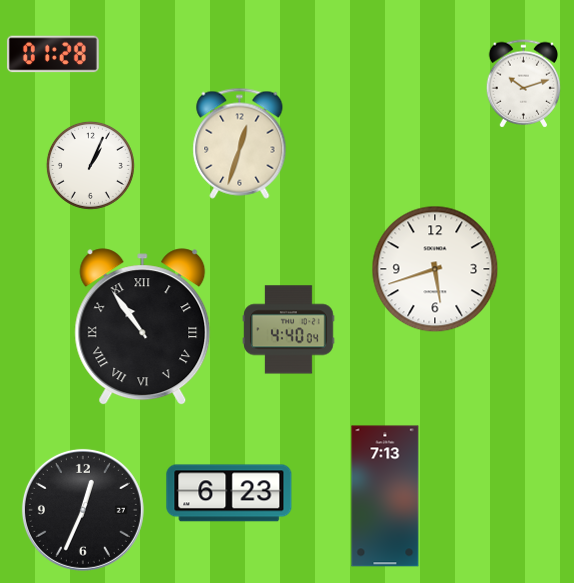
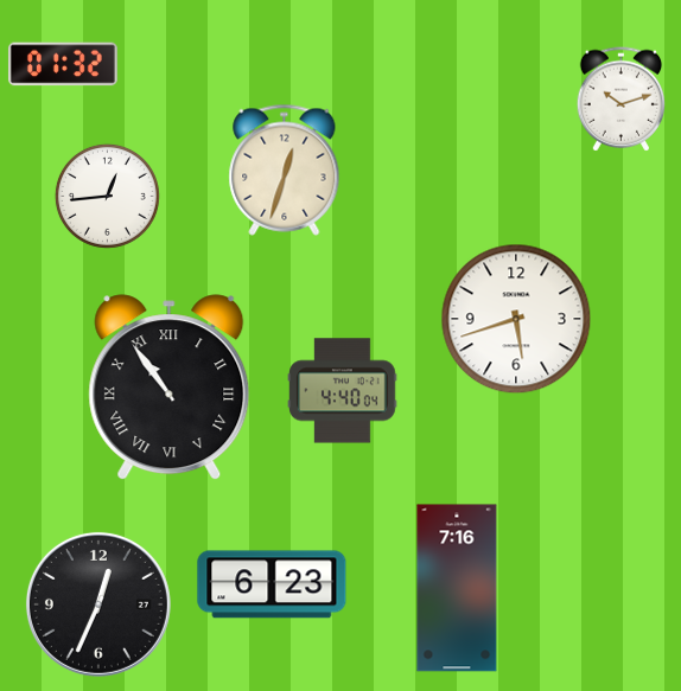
clock at (53, 54): 01:28 -> 01:32
clock at (90, 165): 1:04 -> 12:44
clock at (385, 496): 7:13 -> 7:16
